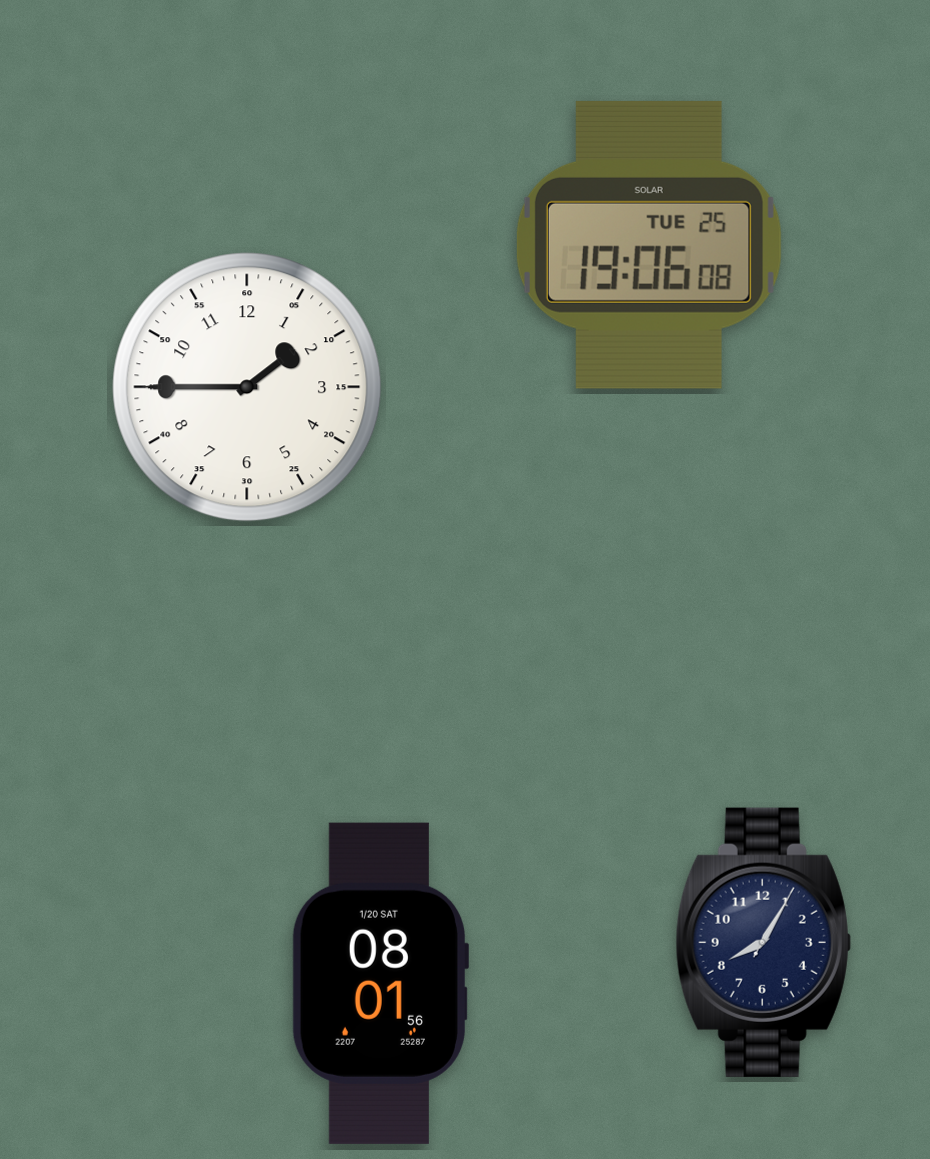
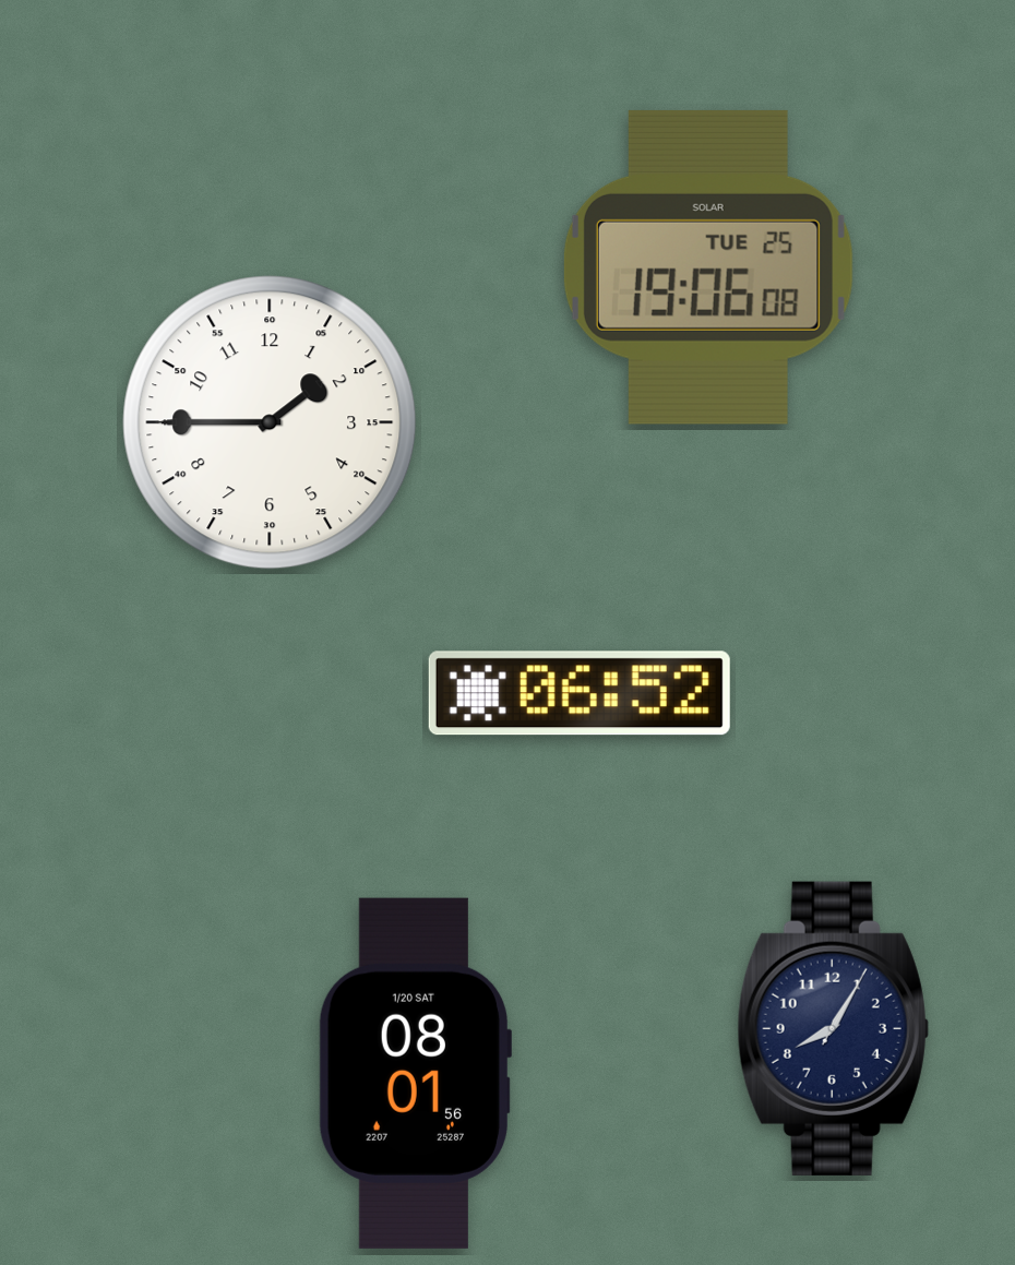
clock at (580, 693): none -> 06:52
